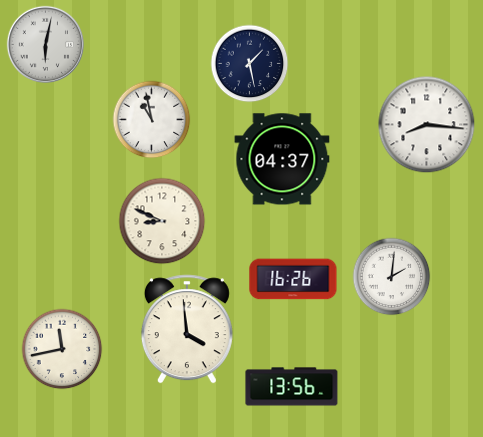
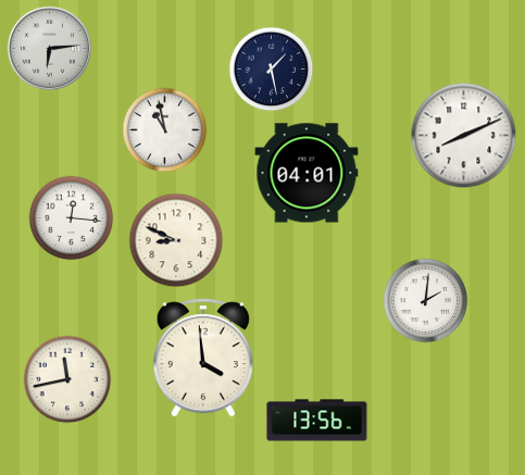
clock at (45, 44): 6:02 -> 6:14
clock at (426, 124): 8:16 -> 8:11
clock at (282, 159): 04:37 -> 04:01
clock at (71, 217): none -> 12:16
clock at (293, 279): 16:26 -> none
